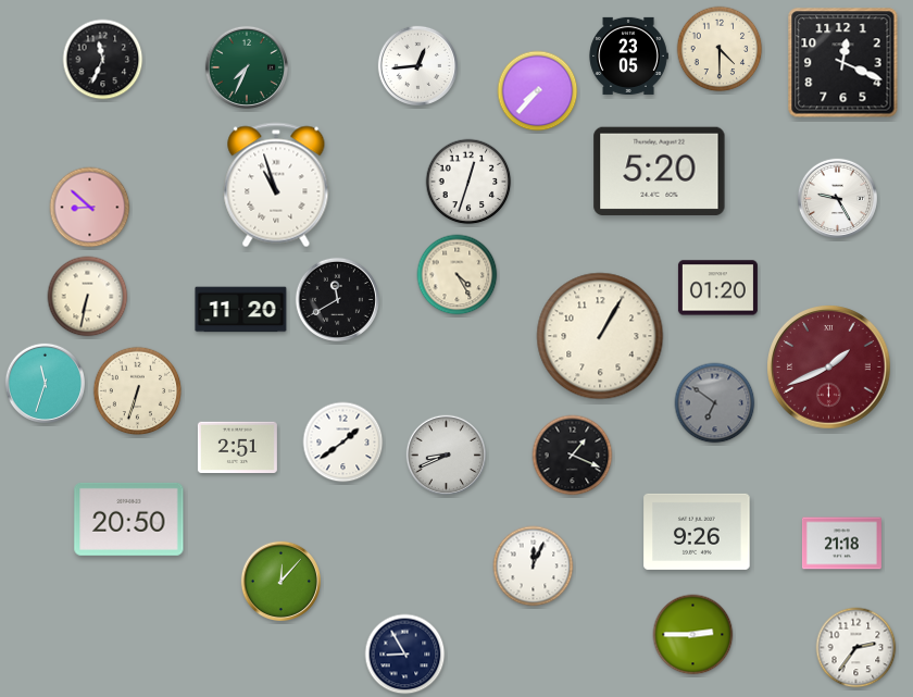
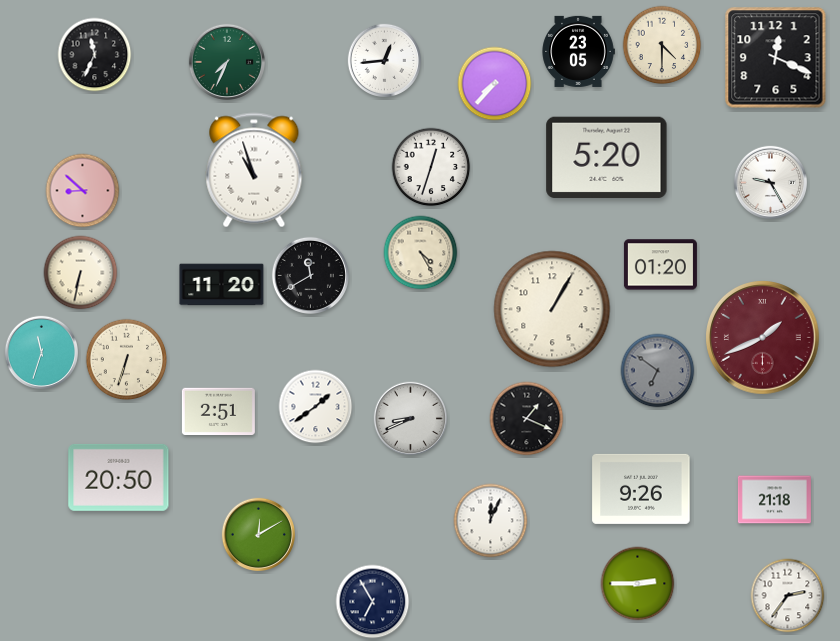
clock at (280, 581): 12:07 -> 12:10
clock at (405, 655): 8:55 -> 6:55
